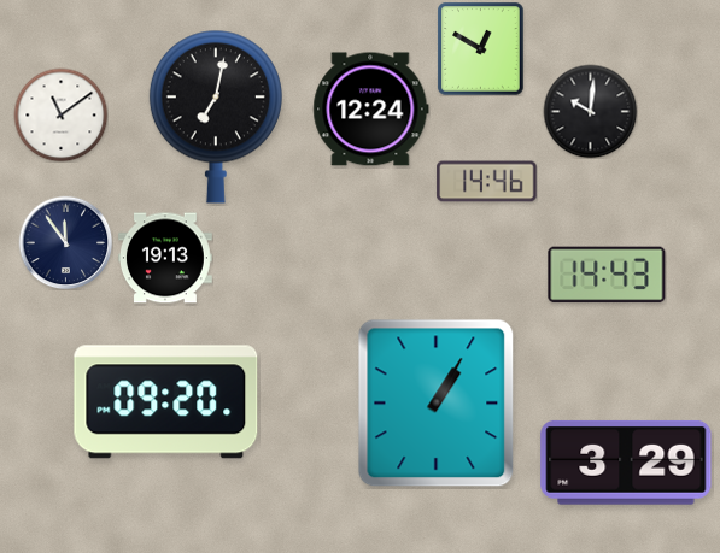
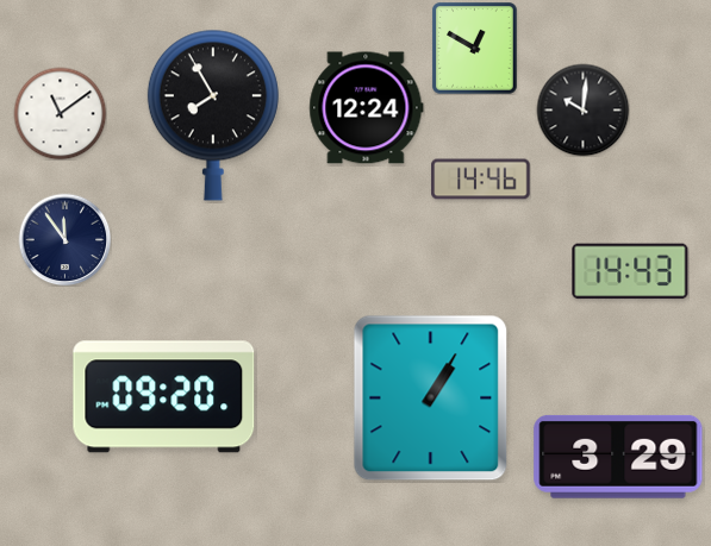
clock at (216, 117): 7:02 -> 7:55
clock at (165, 258): 19:13 -> none
clock at (607, 275) position: (607, 275) -> (630, 271)
